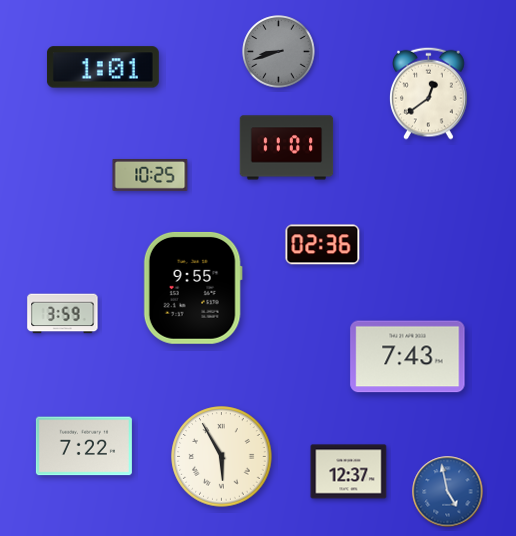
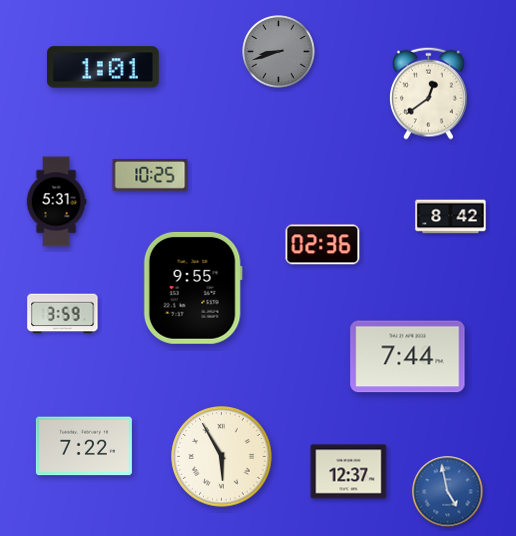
clock at (287, 148): 11:01 -> none
clock at (56, 202): none -> 5:31
clock at (451, 217): none -> 8:42
clock at (408, 357): 7:43 -> 7:44
